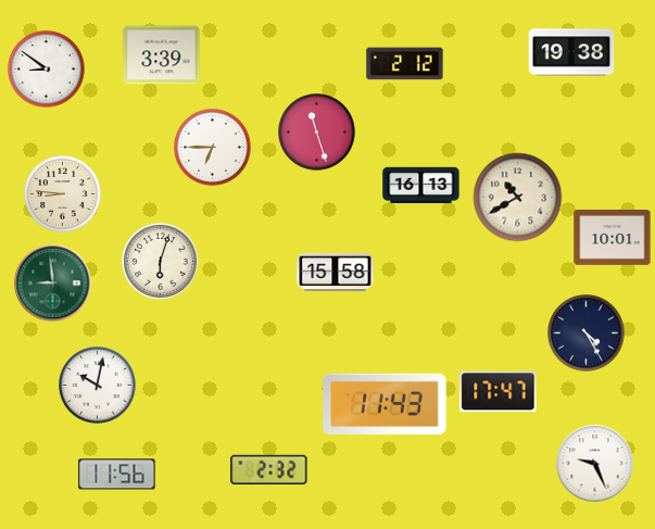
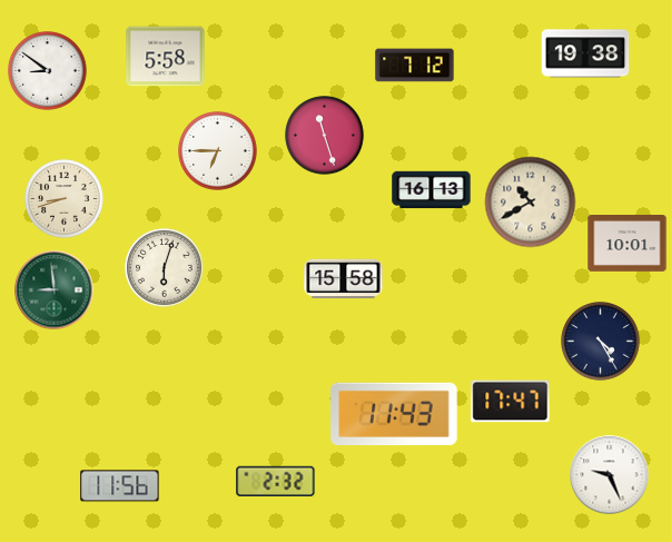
clock at (162, 55): 3:39 -> 5:58
clock at (405, 64): 2:12 -> 7:12
clock at (63, 194): 8:46 -> 8:42
clock at (98, 386): 10:02 -> none
